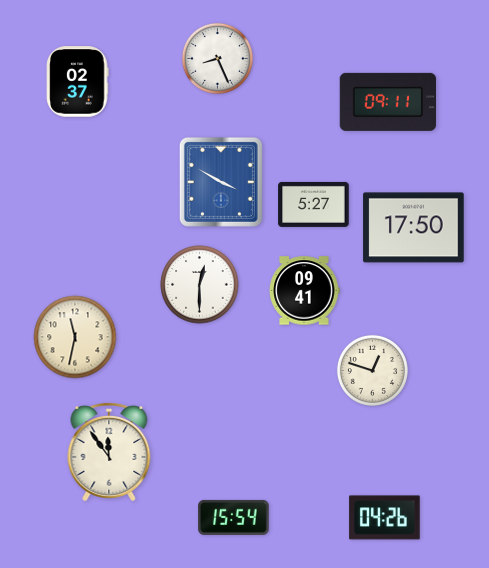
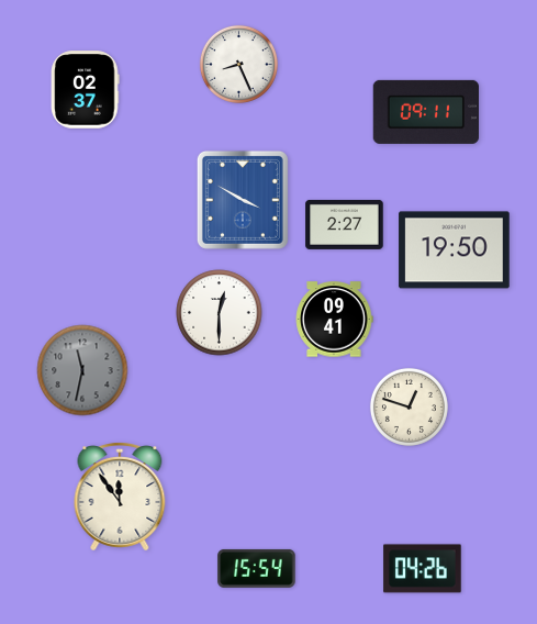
clock at (314, 204): 5:27 -> 2:27
clock at (414, 228): 17:50 -> 19:50
clock at (75, 337) dial: cream -> grey
